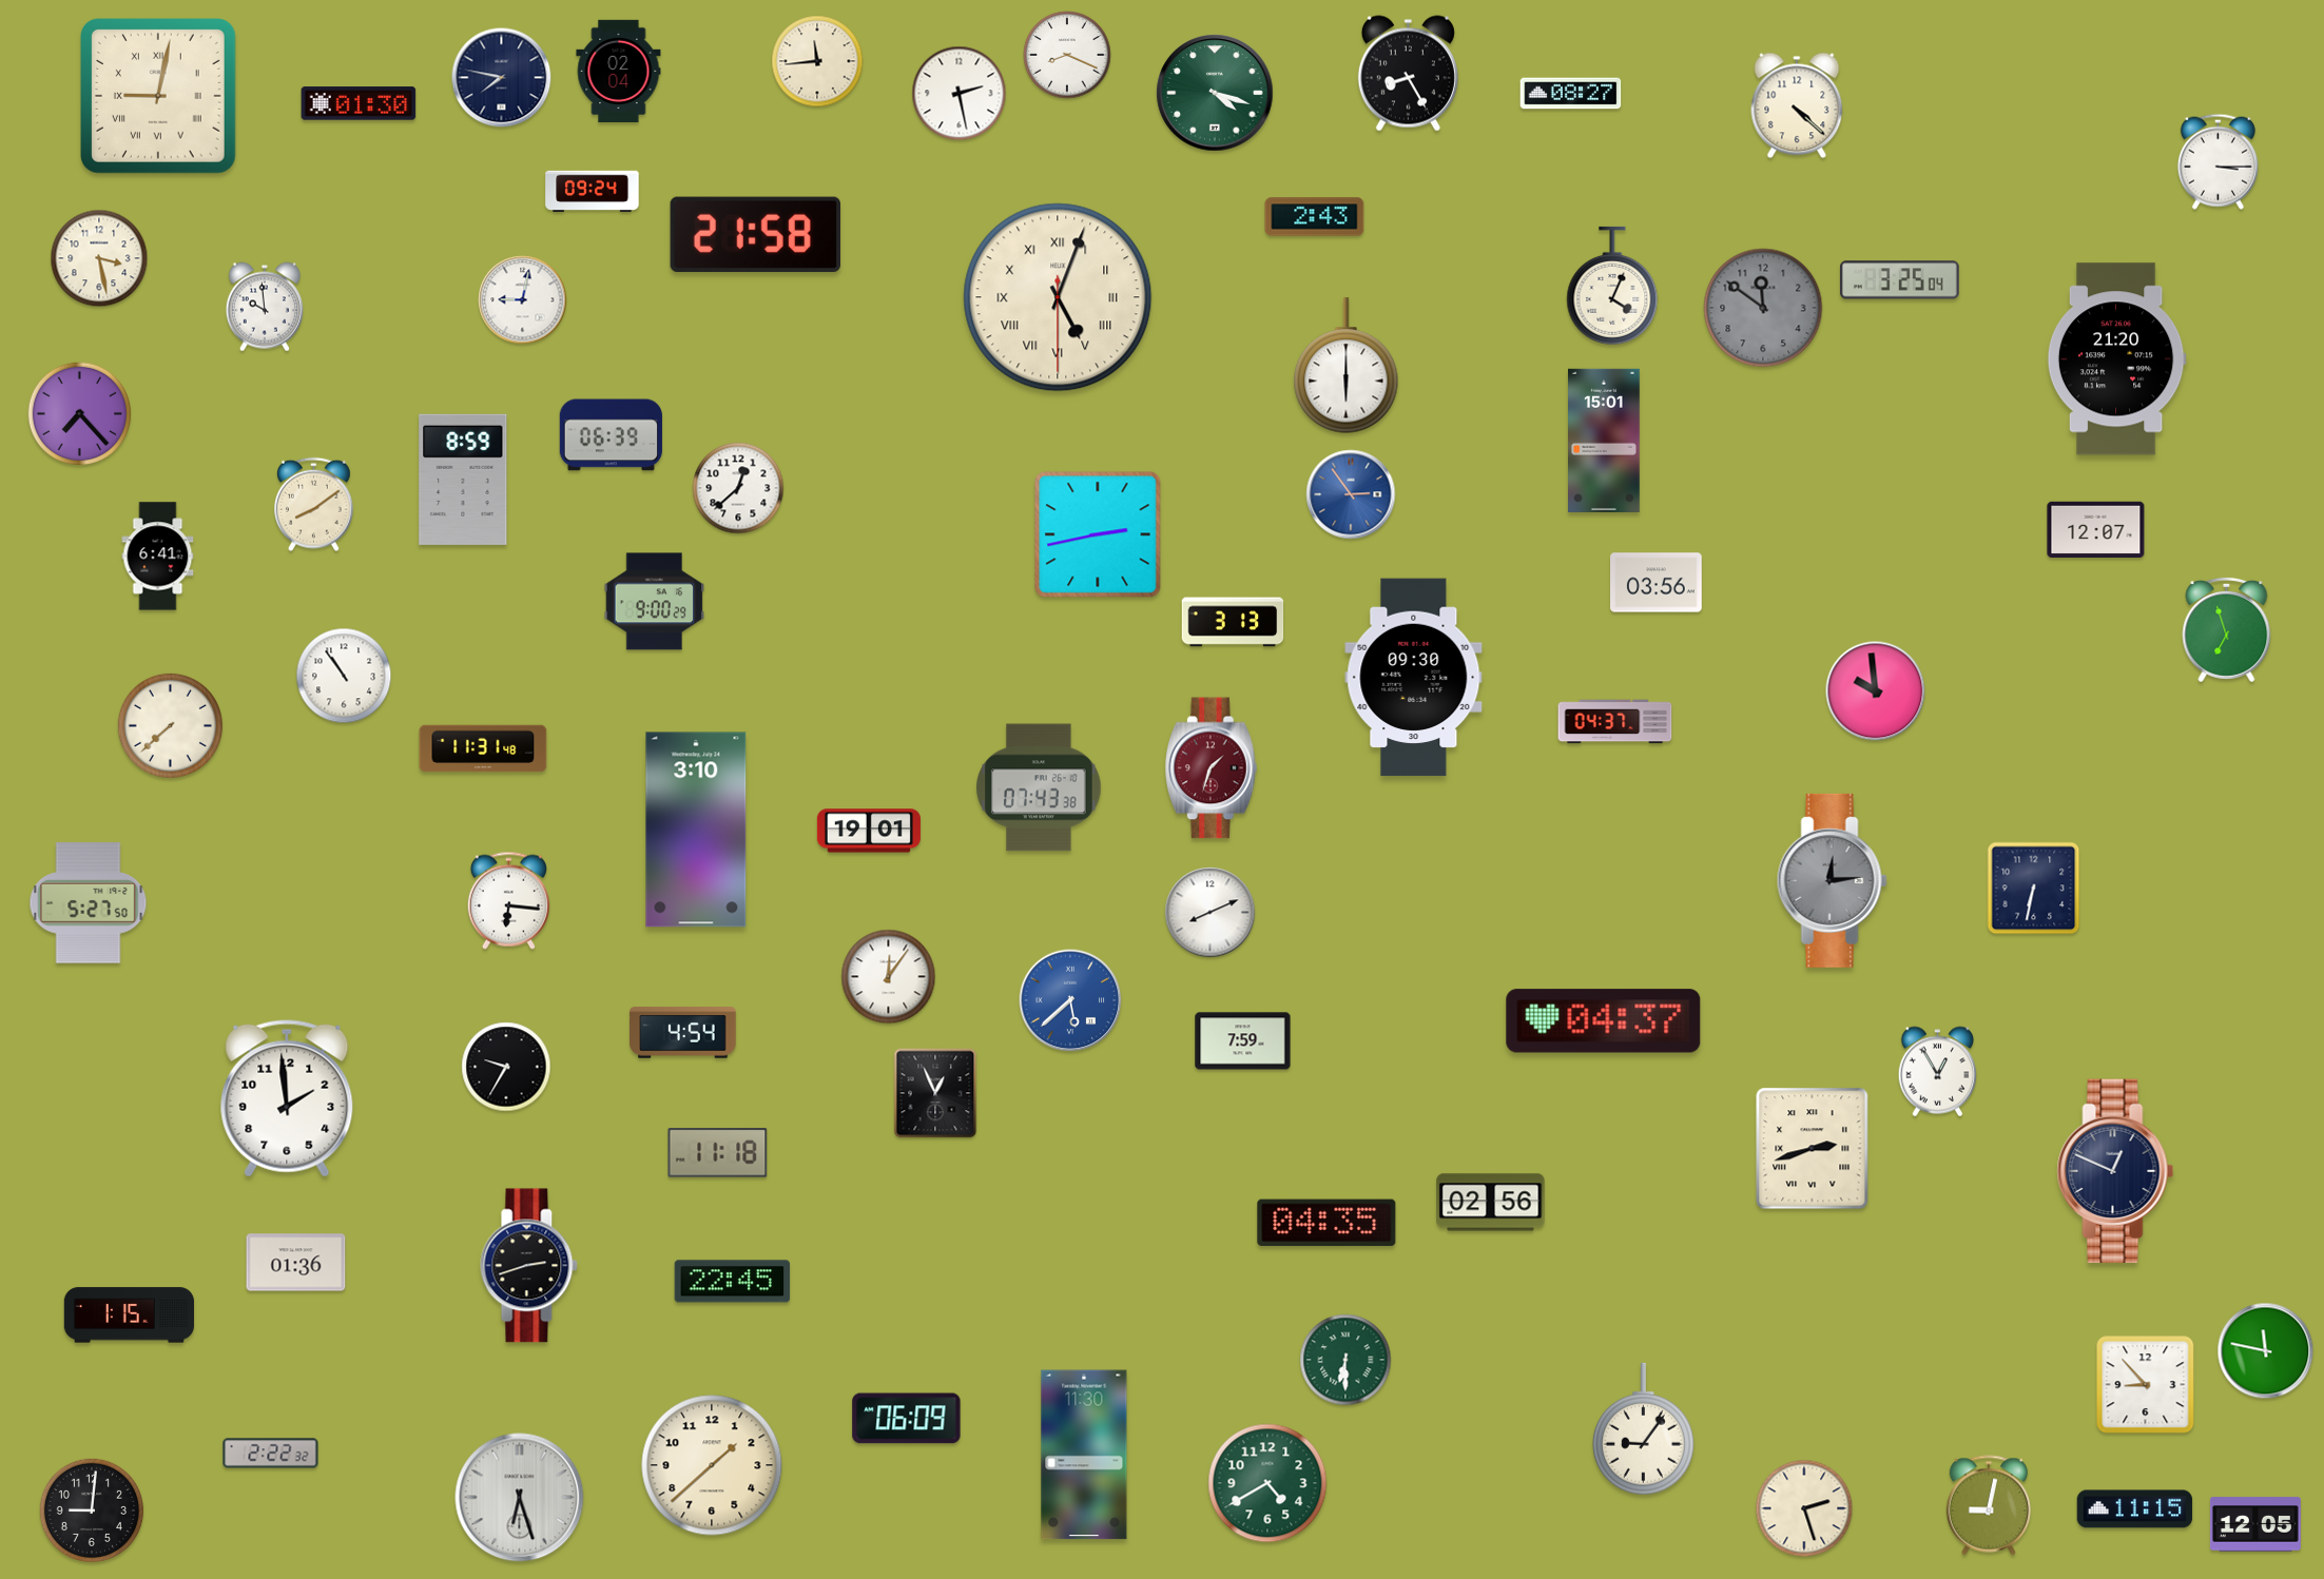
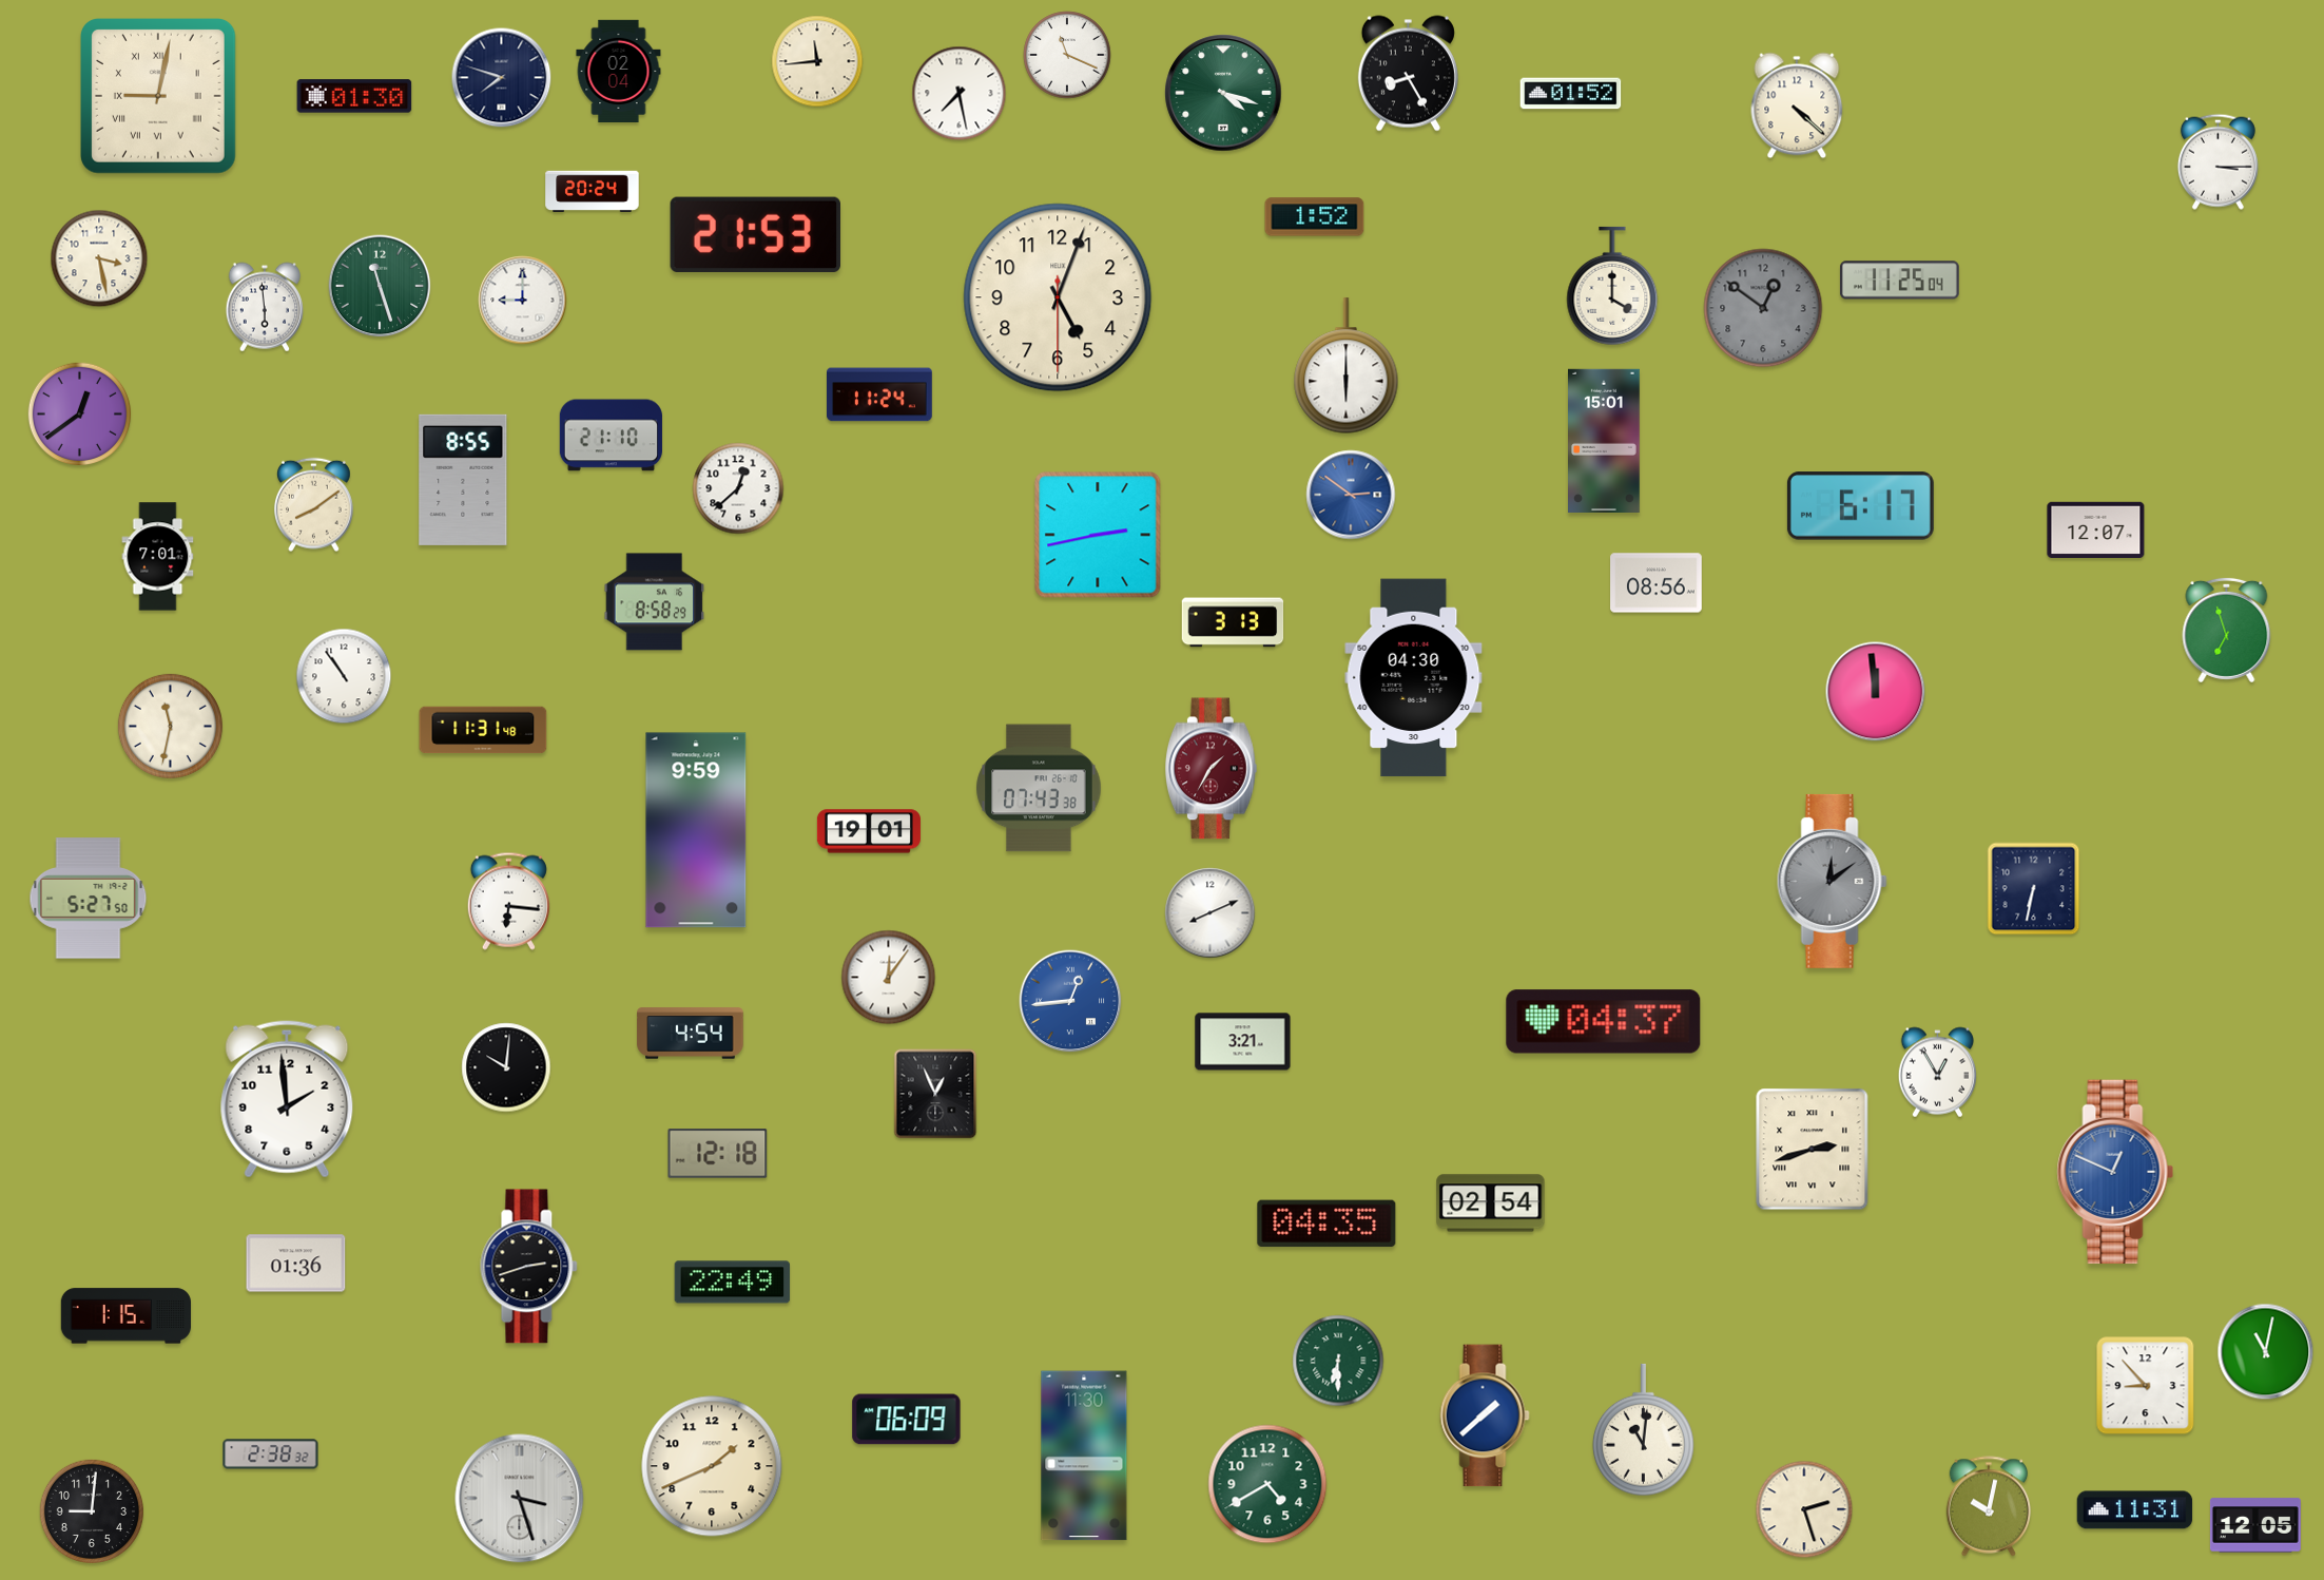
clock at (1067, 55): 8:19 -> 11:19
clock at (502, 78): 7:47 -> 7:48
clock at (1215, 93) position: (1215, 93) -> (1223, 93)
clock at (960, 94): 2:28 -> 7:28
clock at (1571, 94): 08:27 -> 01:52
clock at (359, 103) position: (359, 103) -> (354, 96)
clock at (593, 192): 09:24 -> 20:24
clock at (1315, 217): 2:43 -> 1:52
clock at (755, 235): 21:58 -> 21:53
clock at (1899, 280): 3:25 -> 11:25
clock at (380, 286): none -> 11:27
clock at (1612, 286): 4:04 -> 4:00
clock at (1058, 297) numerals: Roman -> Arabic
clock at (523, 300): 9:02 -> 9:00
clock at (265, 307): 9:59 -> 5:59
clock at (1763, 308): 11:51 -> 12:51
clock at (2116, 359): 21:20 -> none
clock at (880, 394): none -> 11:24
clock at (79, 413): 7:23 -> 12:39
clock at (611, 435): 06:39 -> 21:10
clock at (463, 480): 8:59 -> 8:55
clock at (1351, 494): 2:54 -> 2:51
clock at (1860, 506): none -> 6:17
clock at (158, 557): 6:41 -> 7:01
clock at (1657, 583): 03:56 -> 08:56
clock at (655, 602): 9:00 -> 8:58
clock at (1414, 678): 09:30 -> 04:30
clock at (1876, 691): 9:59 -> 11:59
clock at (1615, 722): 04:37 -> none
clock at (170, 725): 7:38 -> 11:32
clock at (483, 748) position: (483, 748) -> (483, 730)
clock at (1211, 768): 1:33 -> 1:35
clock at (696, 830): 3:10 -> 9:59
clock at (1832, 880): 12:14 -> 12:09
clock at (89, 903) position: (89, 903) -> (89, 899)
clock at (1070, 1000): 5:38 -> 12:44
clock at (683, 1033) position: (683, 1033) -> (691, 1034)
clock at (1243, 1041): 7:59 -> 3:21
clock at (506, 1067): 9:35 -> 10:01
clock at (718, 1153): 11:18 -> 12:18
clock at (2115, 1171) dial: navy -> blue
clock at (1491, 1203): 02:56 -> 02:54
clock at (733, 1282): 22:45 -> 22:49
clock at (129, 1315) position: (129, 1315) -> (125, 1316)
clock at (2266, 1351): 11:47 -> 11:02
clock at (1345, 1360) position: (1345, 1360) -> (1338, 1361)
clock at (1485, 1415): none -> 1:38
clock at (1643, 1429): 9:06 -> 11:01
clock at (271, 1454): 2:22 -> 2:38
clock at (712, 1465): 1:38 -> 1:41
clock at (520, 1498): 6:27 -> 3:27
clock at (1989, 1505): 9:02 -> 10:02
clock at (2135, 1509): 11:15 -> 11:31
